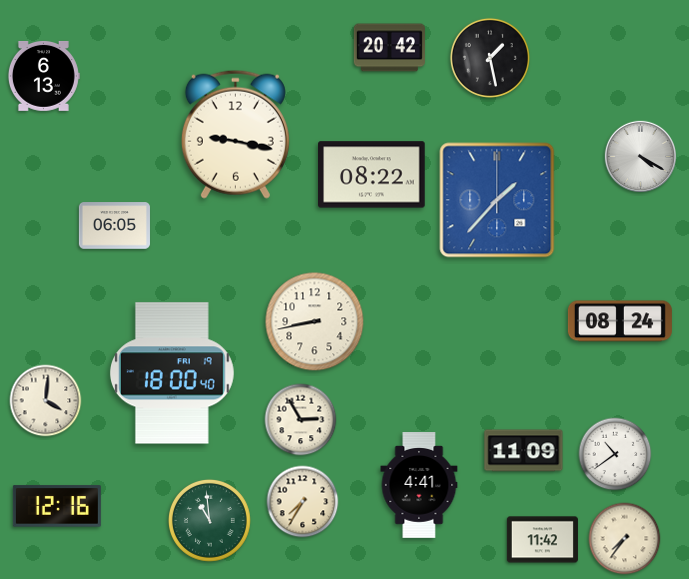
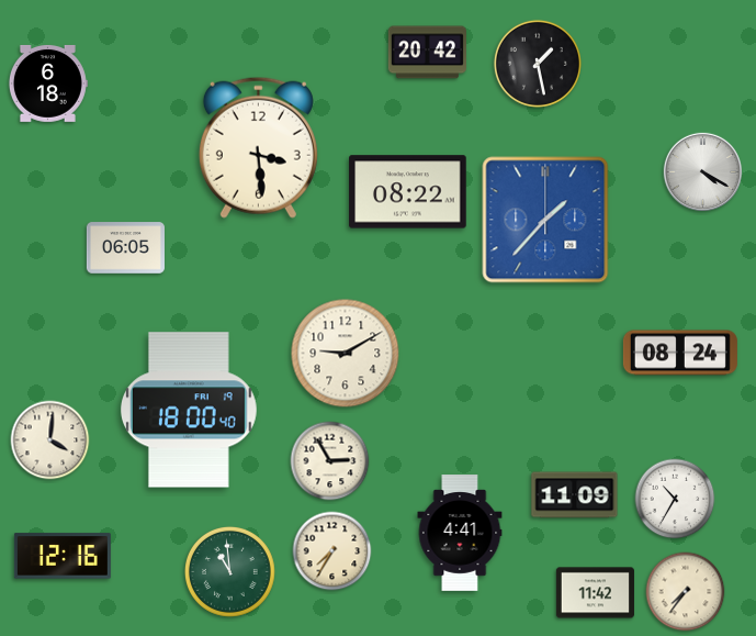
clock at (43, 76): 6:13 -> 6:18
clock at (235, 134): 9:17 -> 3:29
clock at (315, 322): 8:43 -> 9:10
clock at (615, 454): 10:39 -> 10:35
